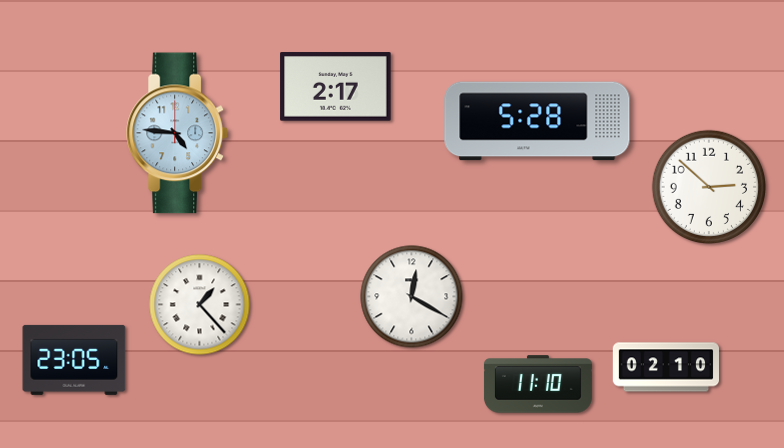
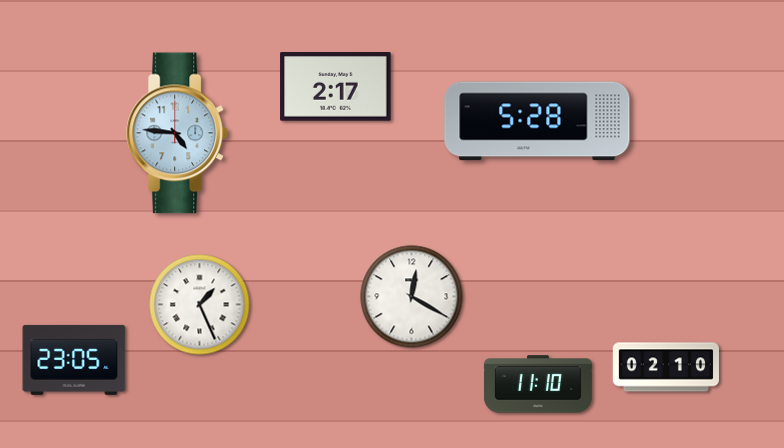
clock at (708, 186): 2:52 -> none
clock at (200, 305): 1:23 -> 1:26
